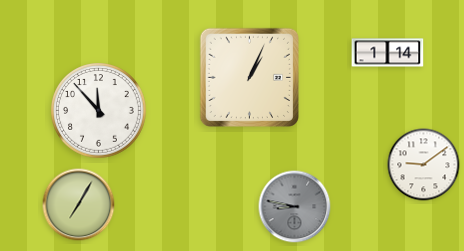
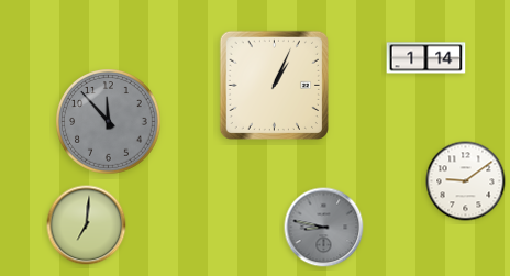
clock at (99, 111) dial: white -> grey
clock at (79, 205): 7:05 -> 7:01
